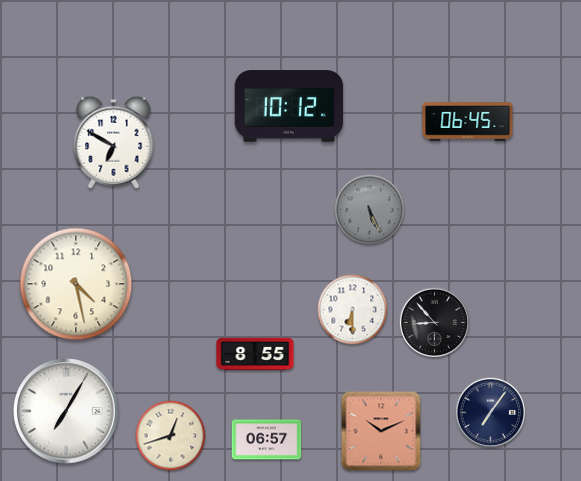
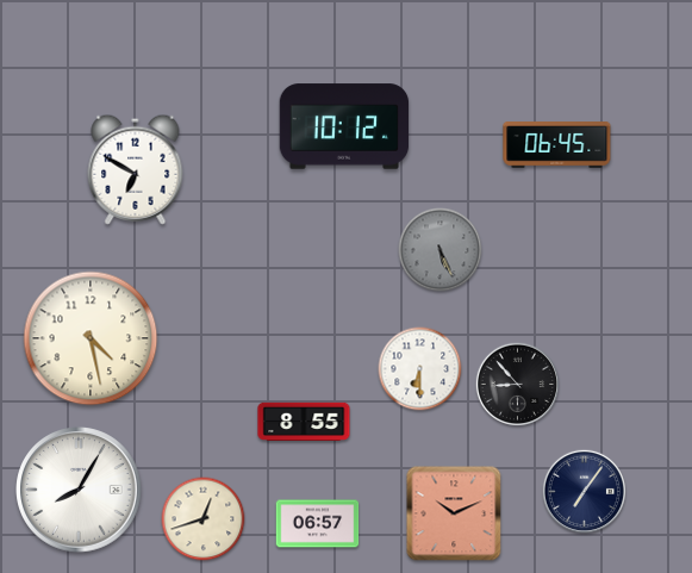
clock at (66, 411): 7:05 -> 8:05
